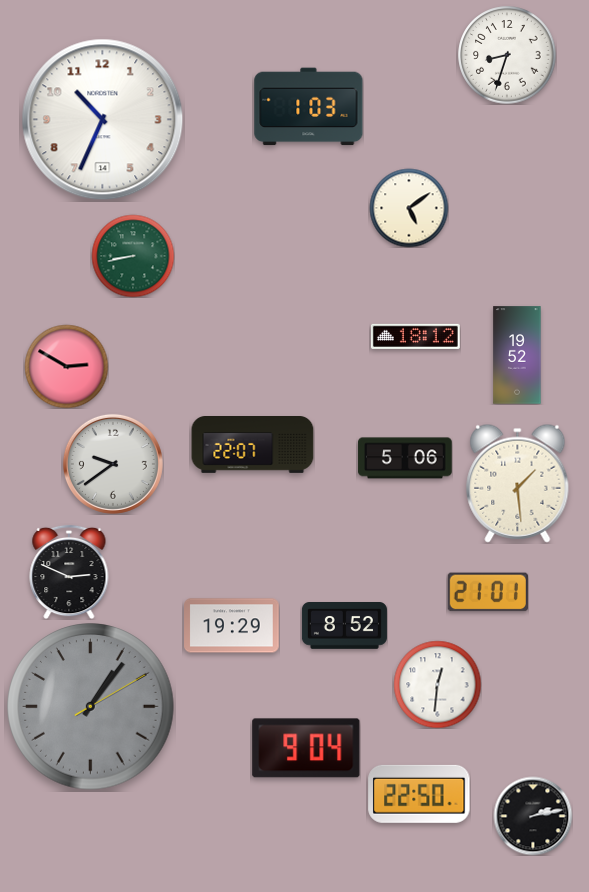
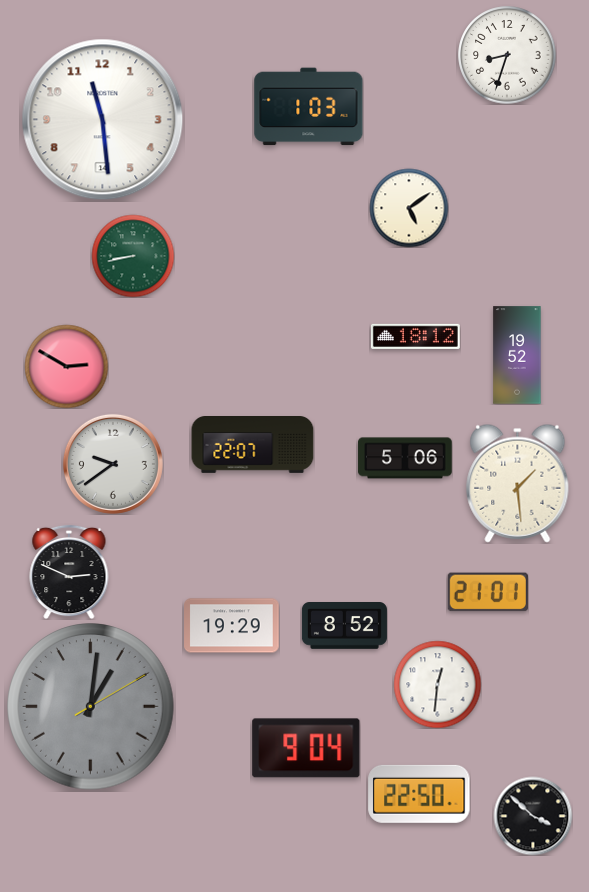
clock at (103, 120): 10:34 -> 11:29
clock at (91, 707): 1:06 -> 1:01
clock at (533, 816): 2:13 -> 3:52
